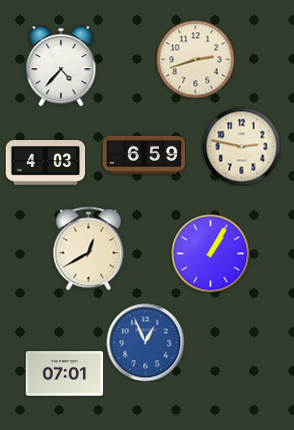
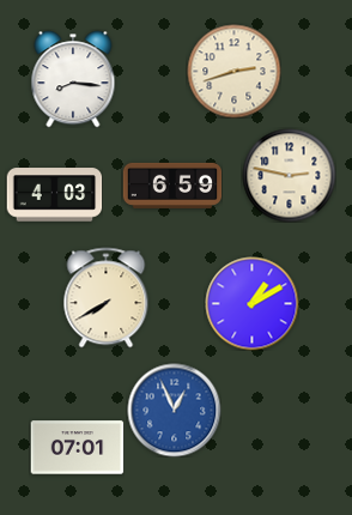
clock at (61, 66): 4:37 -> 8:16
clock at (89, 248): 12:40 -> 7:40
clock at (210, 253): 1:05 -> 1:10
